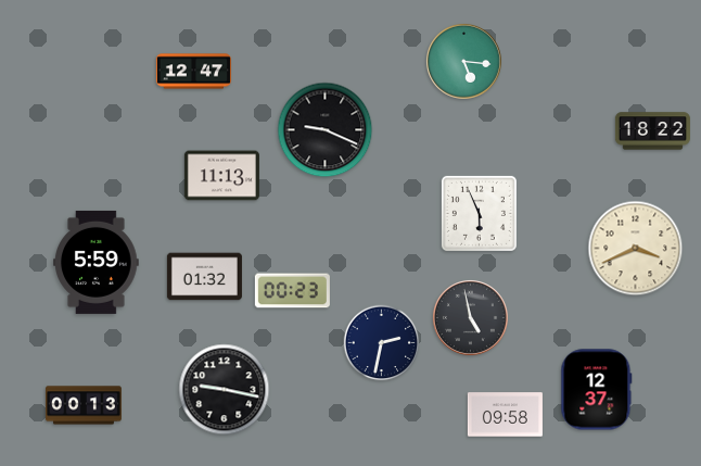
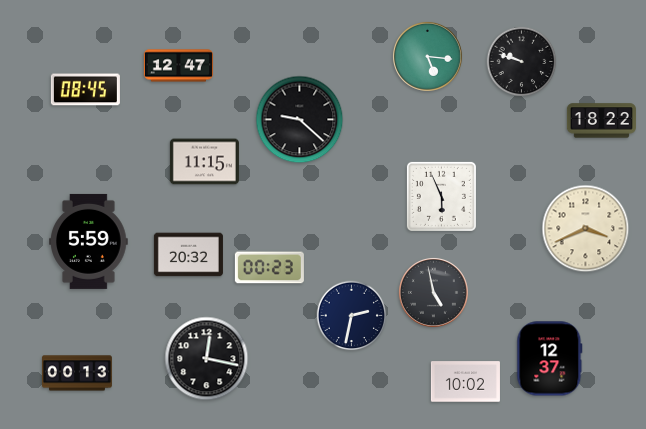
clock at (522, 62): none -> 9:48
clock at (85, 90): none -> 08:45
clock at (326, 130): 9:19 -> 9:22
clock at (221, 176): 11:13 -> 11:15
clock at (204, 277): 01:32 -> 20:32
clock at (225, 390): 9:17 -> 12:17
clock at (505, 415): 09:58 -> 10:02
